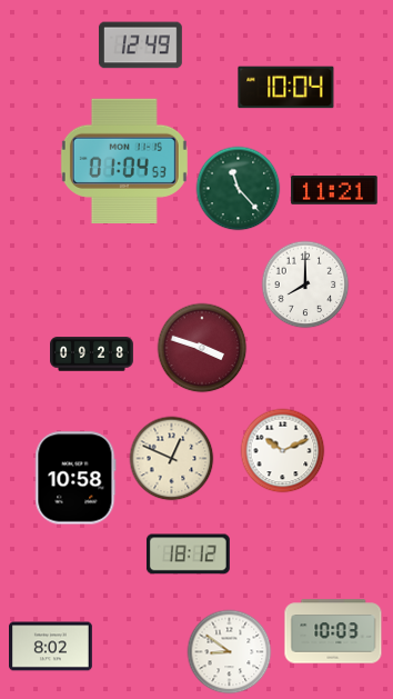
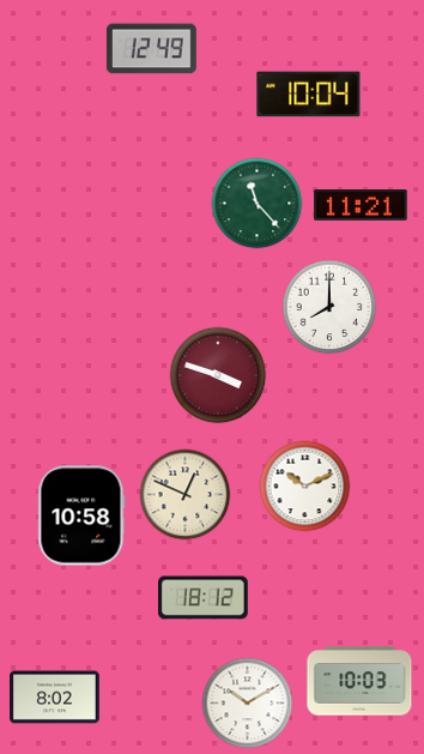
clock at (124, 161): 01:04 -> none
clock at (92, 355): 09:28 -> none
clock at (230, 652): 8:51 -> 10:10
